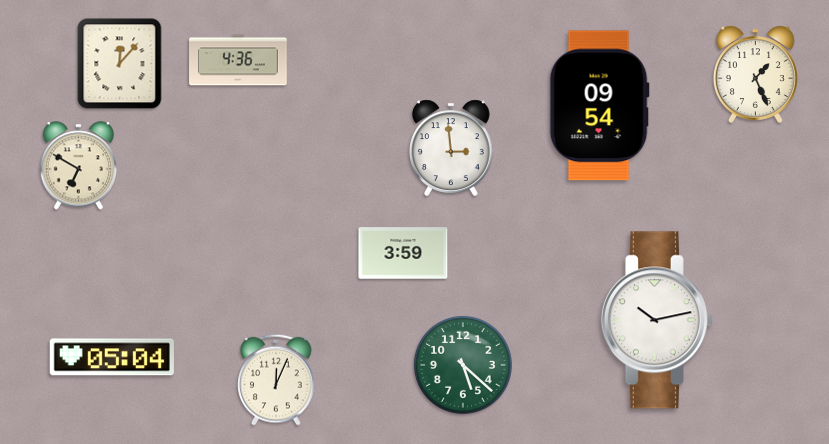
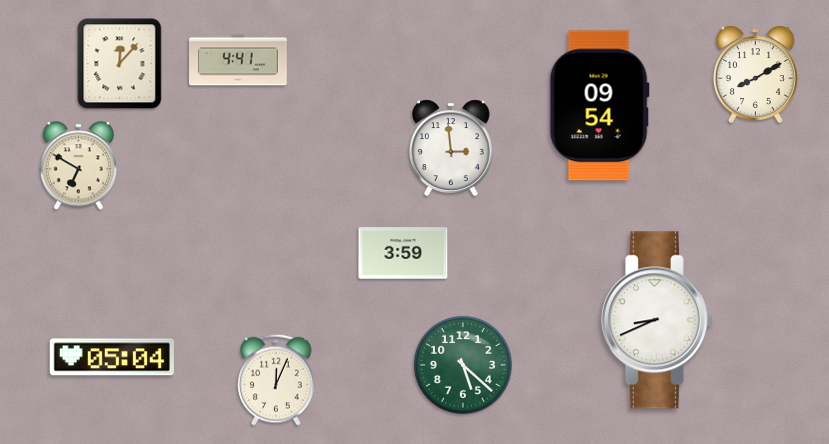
clock at (238, 60): 4:36 -> 4:41
clock at (755, 74): 1:26 -> 8:10
clock at (657, 320): 10:13 -> 8:41
